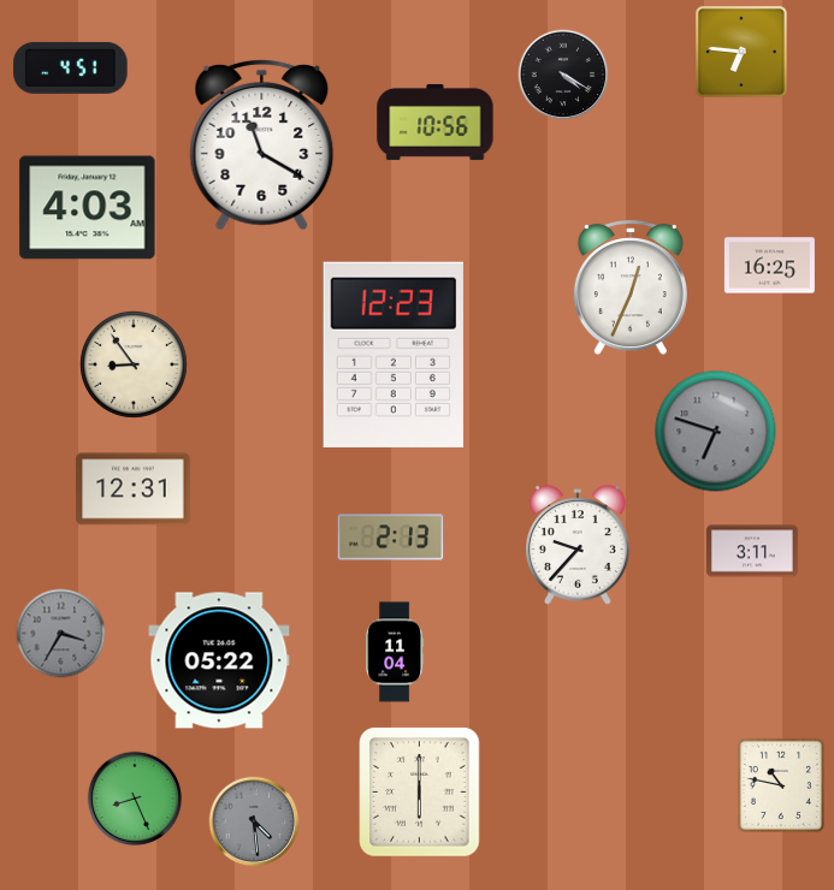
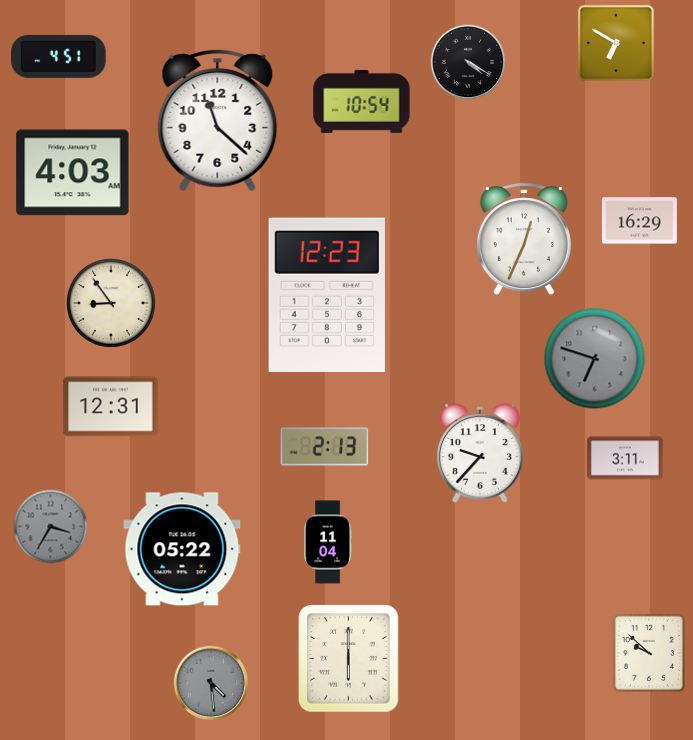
clock at (741, 52): 6:46 -> 6:50
clock at (436, 121): 10:56 -> 10:54
clock at (262, 146): 11:20 -> 11:22
clock at (769, 266): 16:25 -> 16:29
clock at (781, 785): 10:47 -> 9:52
clock at (135, 799): 8:26 -> none
